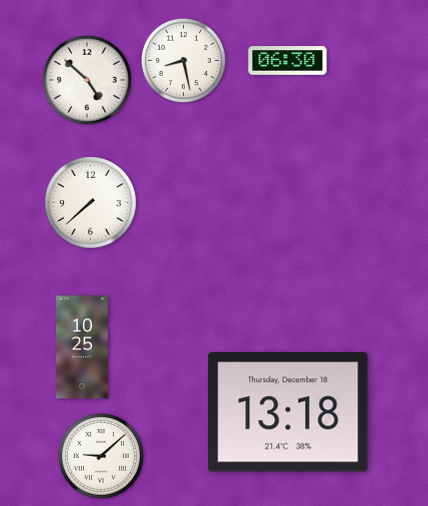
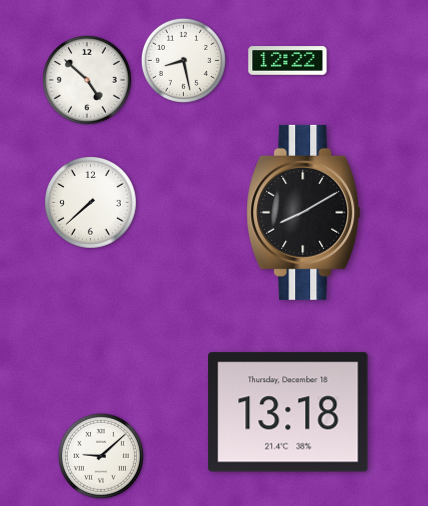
clock at (288, 61): 06:30 -> 12:22
clock at (304, 212): none -> 8:10
clock at (82, 347): 10:25 -> none
